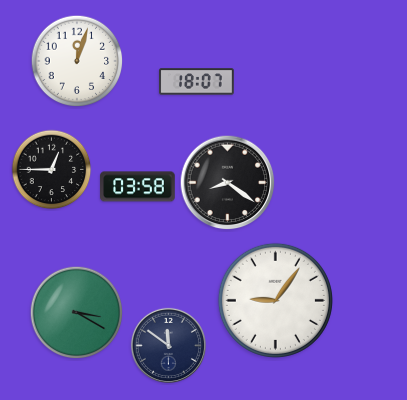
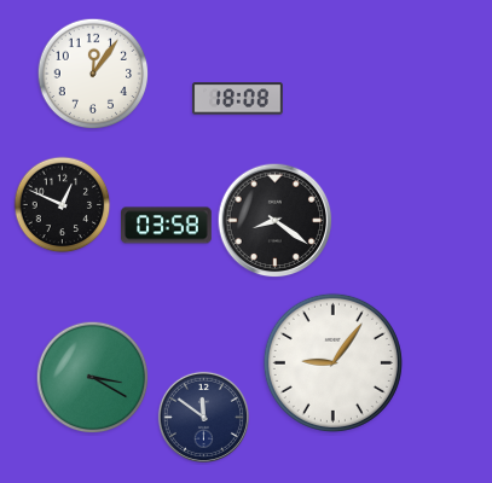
clock at (77, 61): 12:03 -> 12:06
clock at (197, 82): 18:07 -> 18:08
clock at (52, 170): 12:45 -> 12:49
